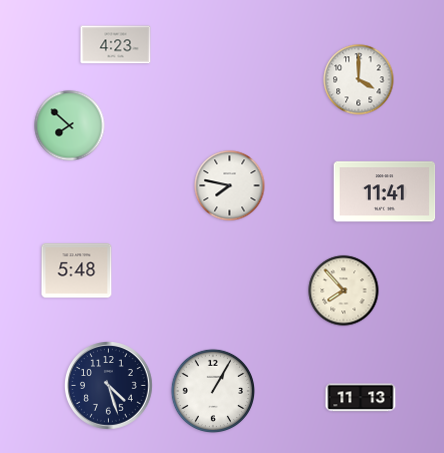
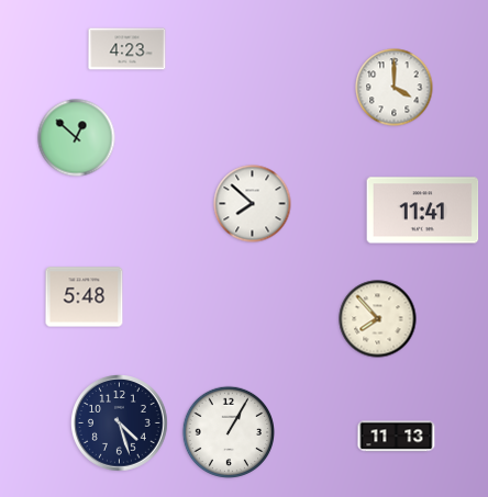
clock at (70, 126): 7:52 -> 12:52
clock at (230, 186): 7:47 -> 7:52
clock at (212, 390) position: (212, 390) -> (228, 431)
